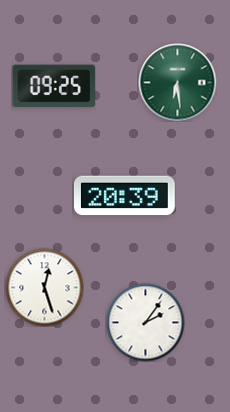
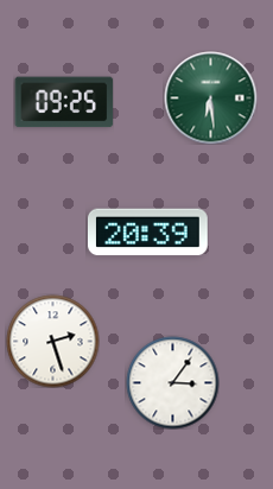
clock at (44, 287): 12:27 -> 2:27
clock at (145, 322): 2:06 -> 3:06
